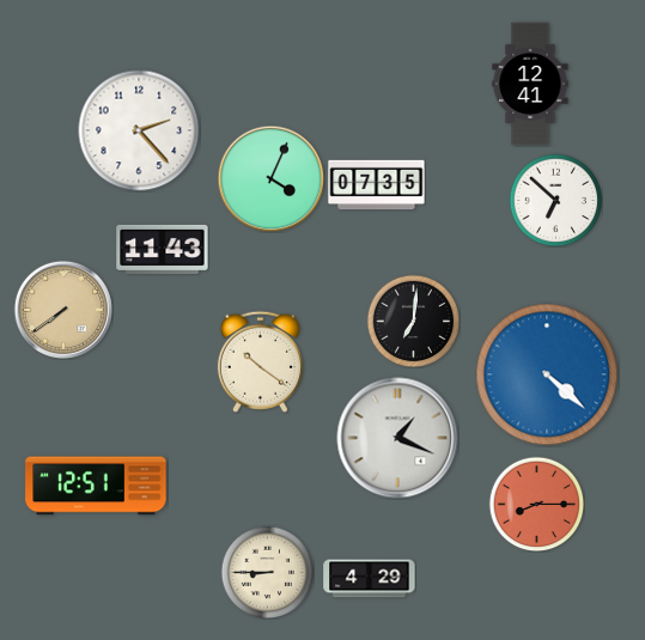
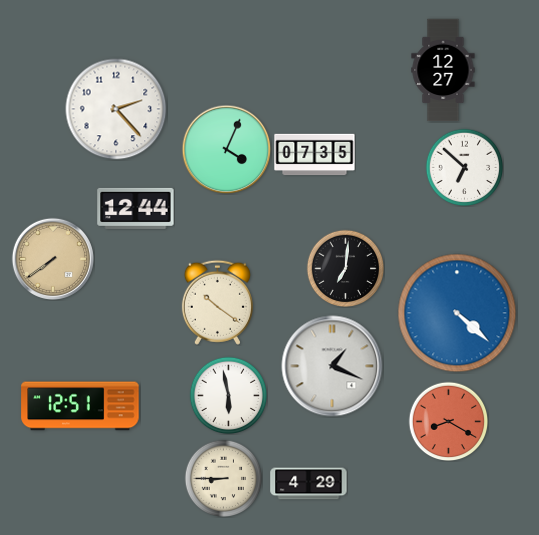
clock at (530, 84): 12:41 -> 12:27
clock at (163, 249): 11:43 -> 12:44
clock at (228, 395): none -> 5:58
clock at (536, 504): 8:15 -> 8:20
